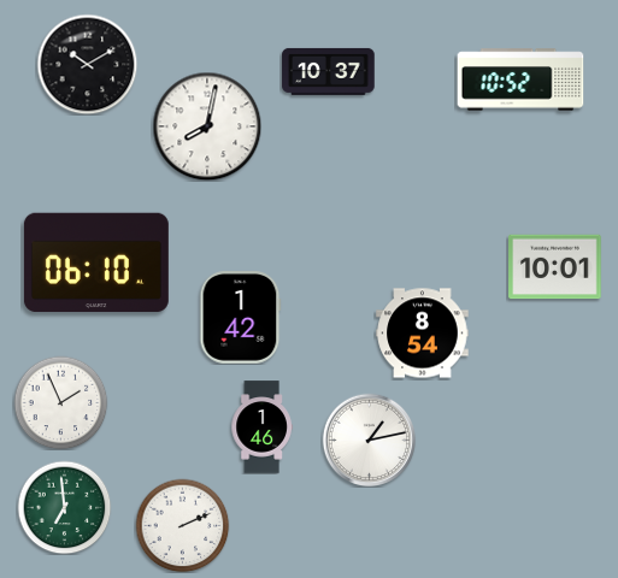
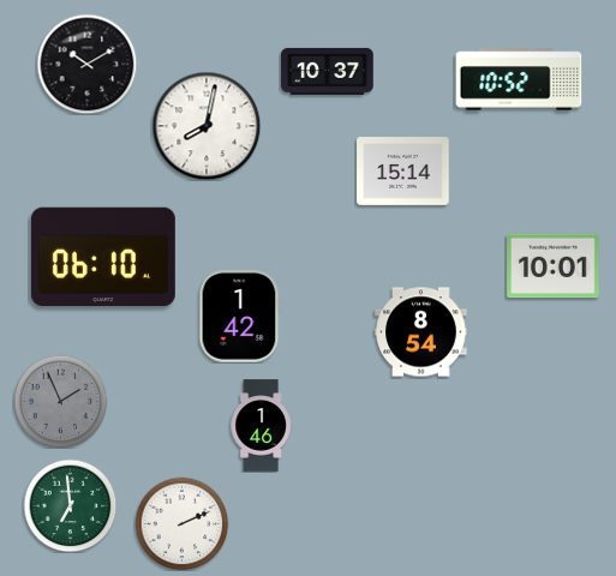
clock at (403, 172): none -> 15:14
clock at (96, 263) position: (96, 263) -> (103, 257)
clock at (60, 402) dial: white -> grey
clock at (369, 440): 1:13 -> none
clock at (64, 507) position: (64, 507) -> (70, 505)
